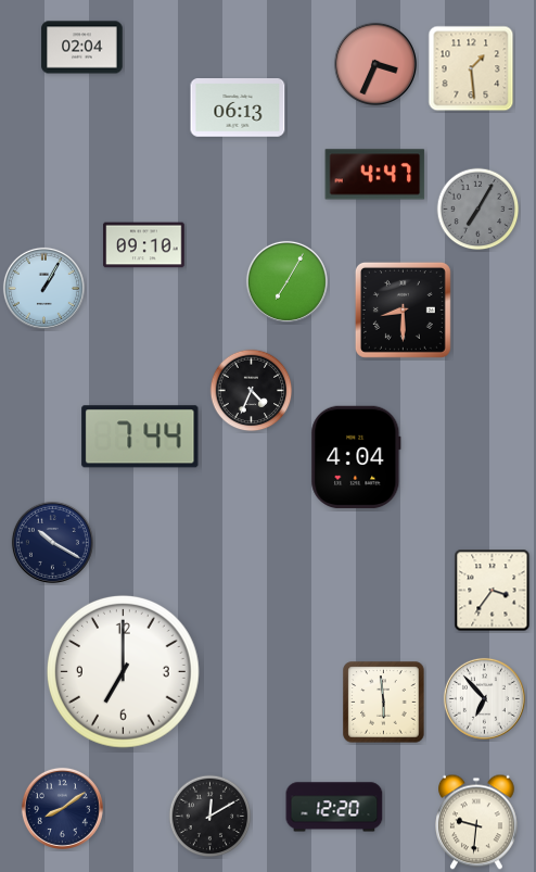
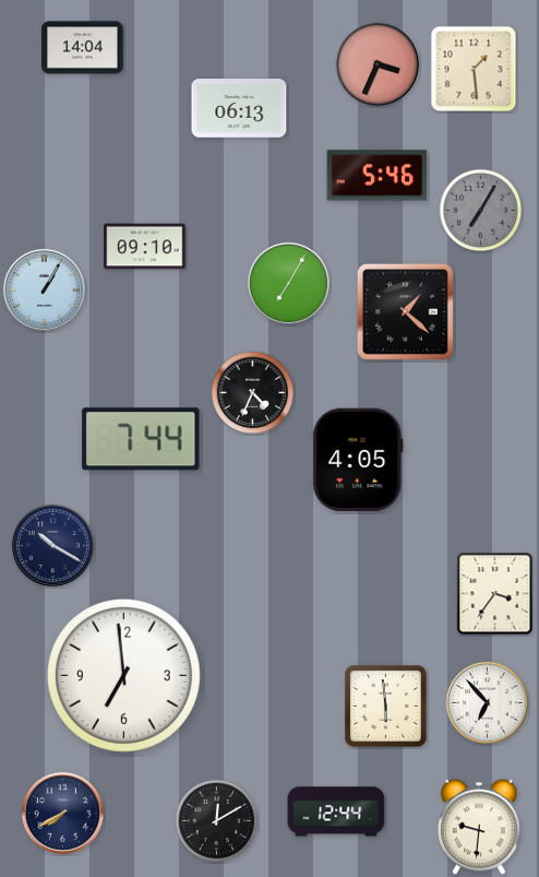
clock at (82, 48): 02:04 -> 14:04
clock at (375, 175): 4:47 -> 5:46
clock at (403, 309): 8:30 -> 1:22
clock at (356, 457): 4:04 -> 4:05
clock at (123, 671): 7:00 -> 6:59
clock at (334, 807): 12:20 -> 12:44
clock at (62, 808): 8:09 -> 7:40
clock at (210, 817) position: (210, 817) -> (217, 821)
